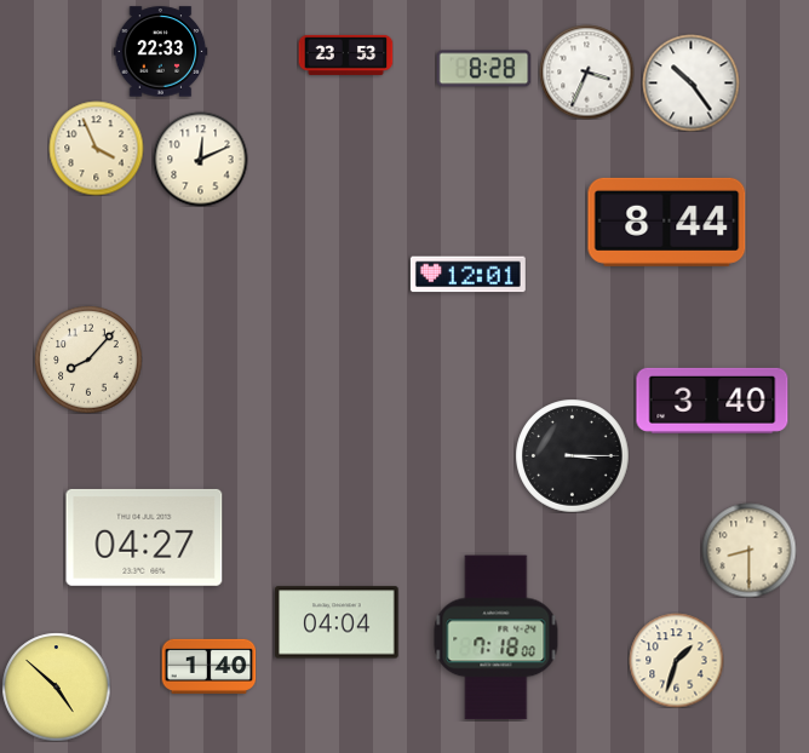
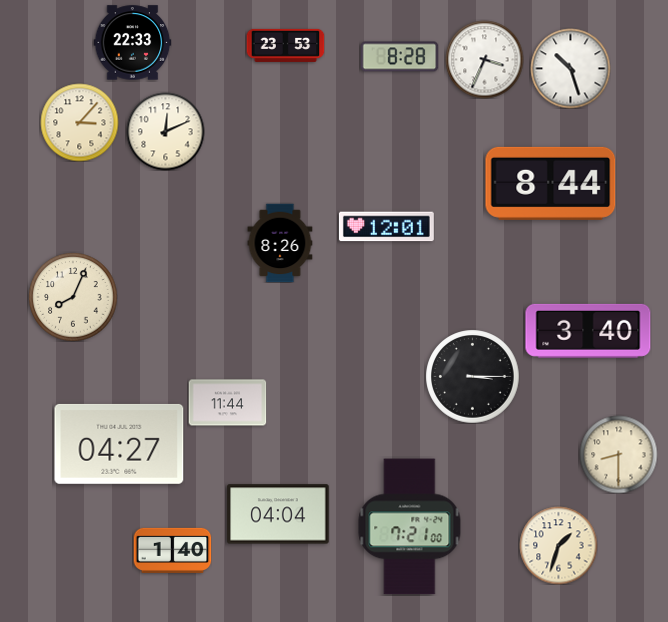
clock at (690, 82): 10:24 -> 10:27
clock at (96, 148): 3:56 -> 3:07
clock at (280, 243): none -> 8:26
clock at (88, 360): 8:07 -> 8:04
clock at (227, 403): none -> 11:44
clock at (497, 638): 7:18 -> 7:21
clock at (56, 686): 4:52 -> none
